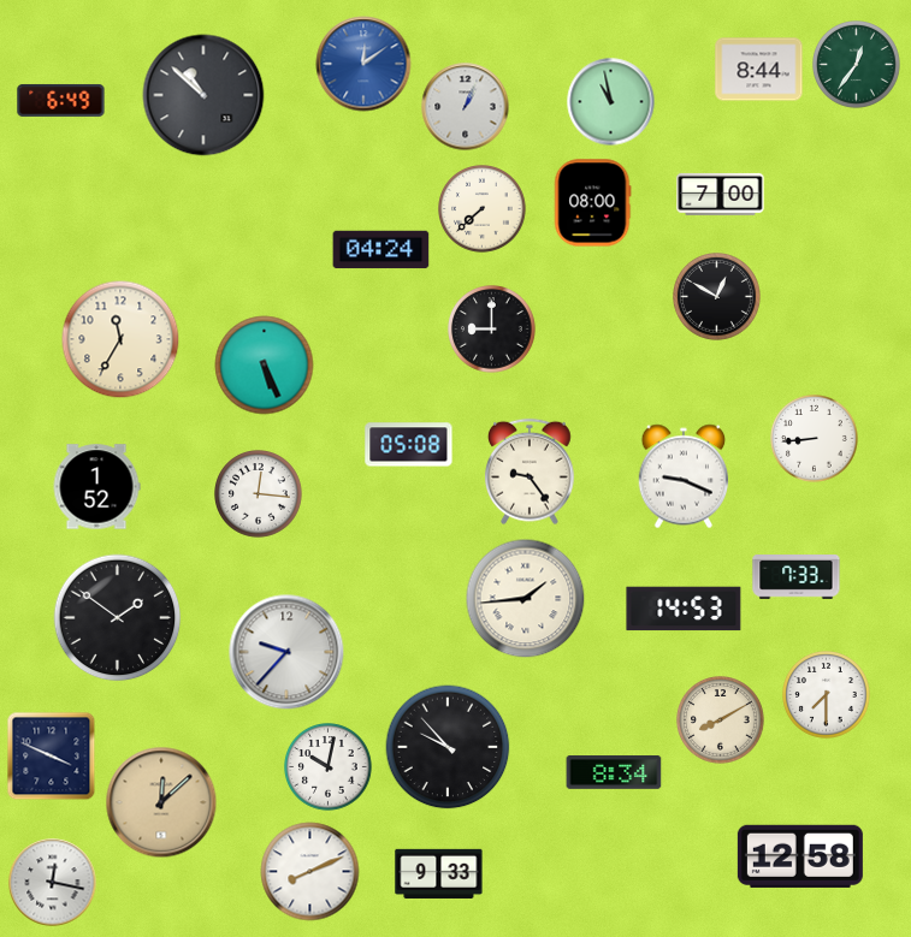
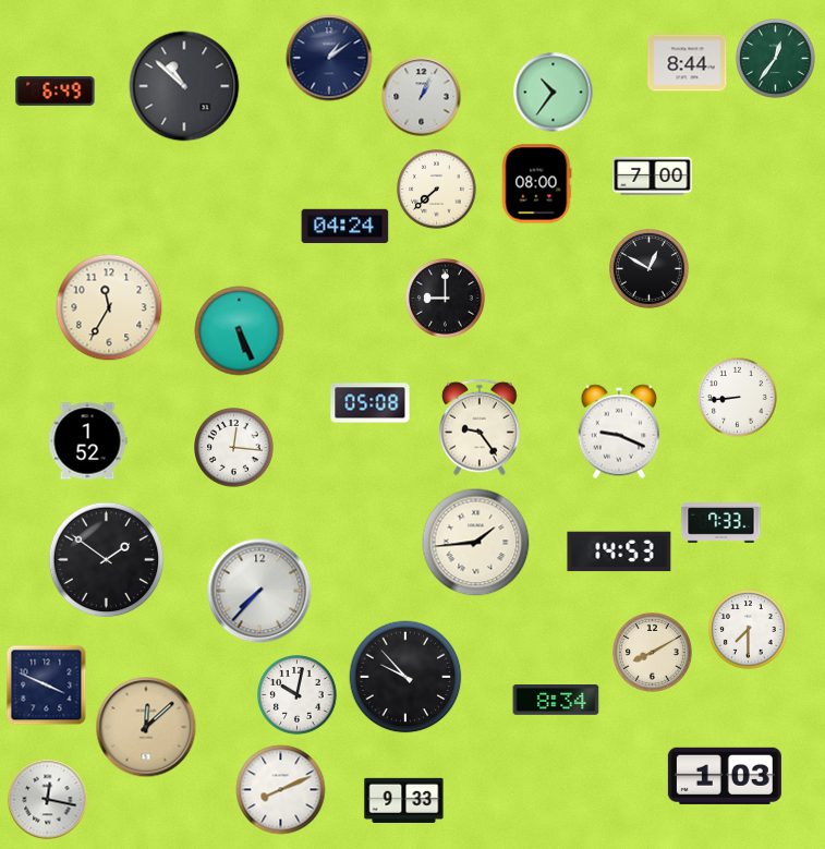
clock at (363, 64): 12:09 -> 1:09
clock at (363, 64) dial: blue -> navy
clock at (611, 102): 10:58 -> 10:36
clock at (286, 652): 9:37 -> 7:37
clock at (800, 856): 12:58 -> 1:03
clock at (439, 873) position: (439, 873) -> (404, 800)
